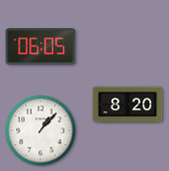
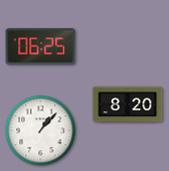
clock at (41, 47): 06:05 -> 06:25
